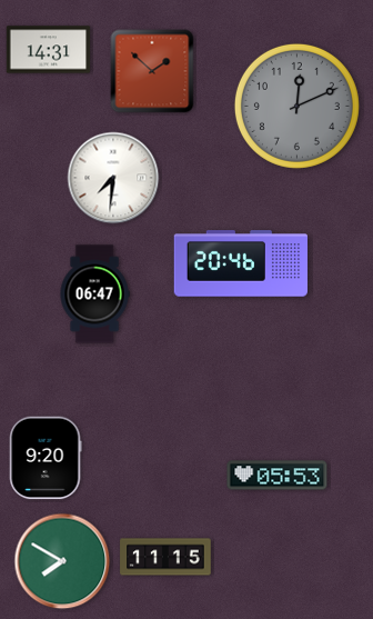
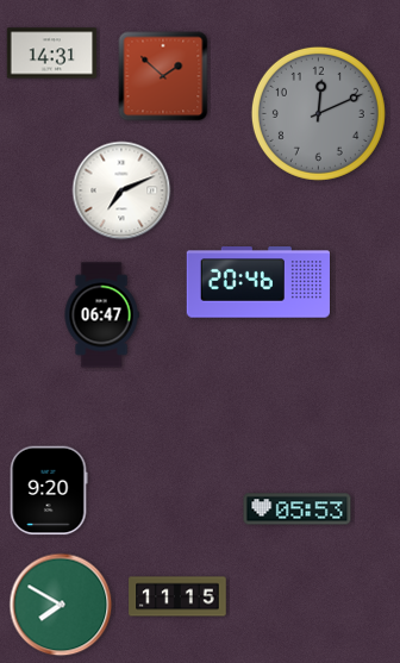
clock at (113, 178): 7:31 -> 7:11
clock at (62, 561) position: (62, 561) -> (61, 605)
